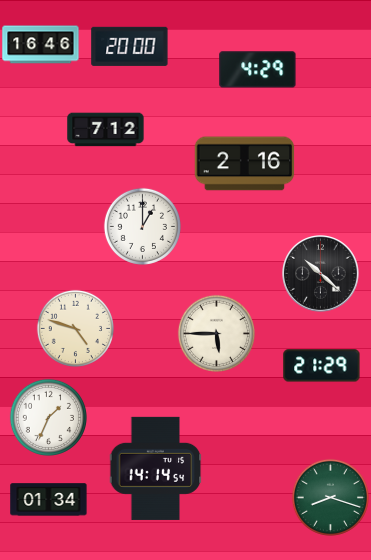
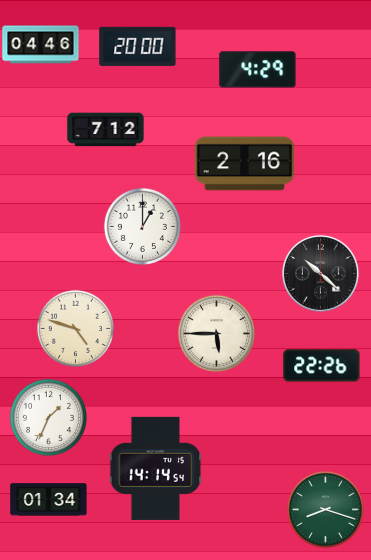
clock at (41, 45): 16:46 -> 04:46
clock at (130, 46) position: (130, 46) -> (138, 46)
clock at (322, 366): 21:29 -> 22:26
clock at (330, 497) position: (330, 497) -> (325, 509)
